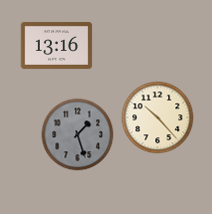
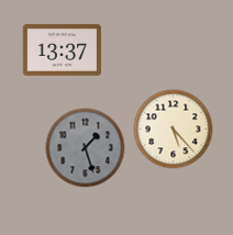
clock at (57, 45): 13:16 -> 13:37
clock at (158, 118): 10:23 -> 5:23
